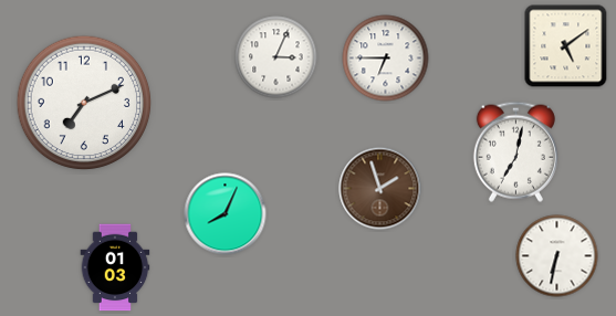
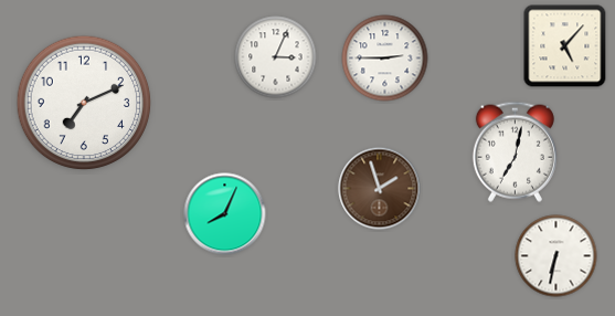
clock at (566, 46): 5:09 -> 5:07
clock at (386, 59): 6:45 -> 2:45
clock at (115, 267): 01:03 -> none
